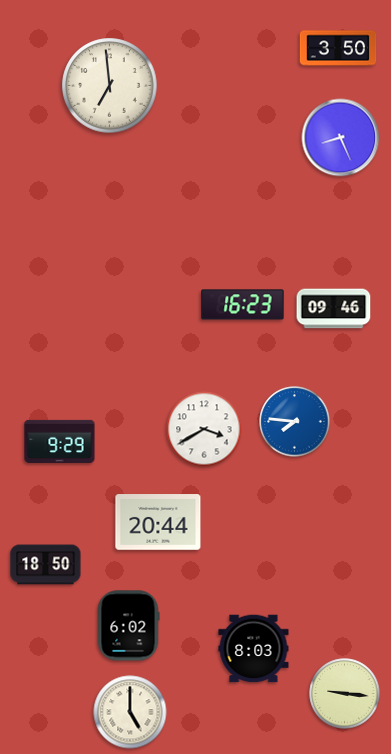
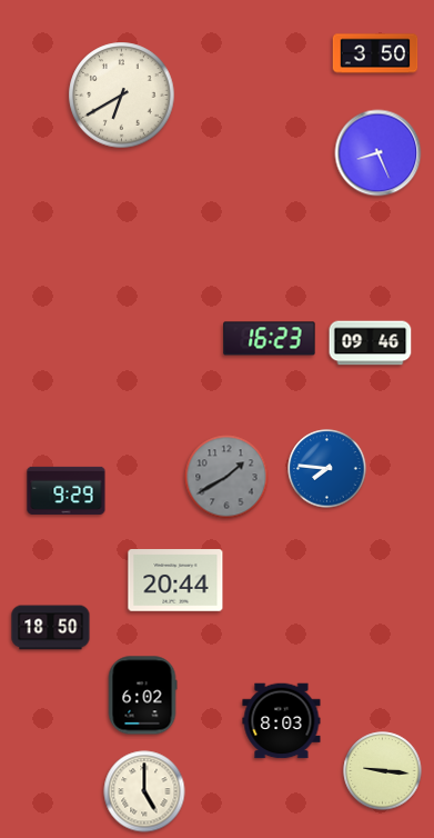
clock at (110, 86): 6:59 -> 6:40
clock at (204, 429): 3:40 -> 1:40
clock at (204, 429) dial: white -> grey
